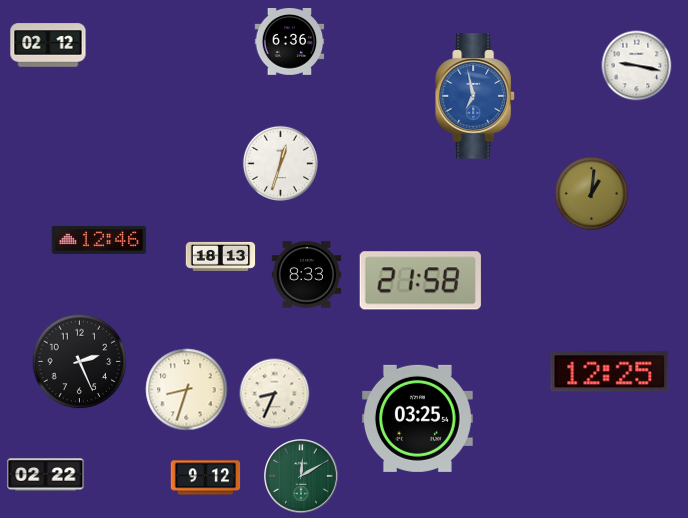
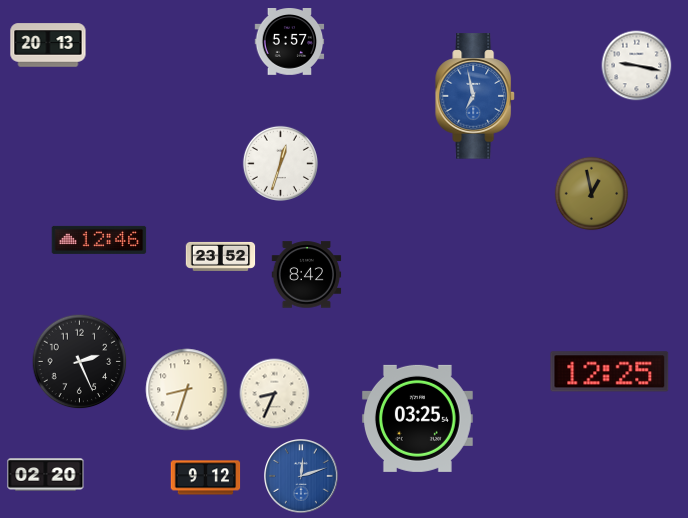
clock at (290, 42): 6:36 -> 5:57
clock at (48, 45): 02:12 -> 20:13
clock at (592, 194): 1:01 -> 12:58
clock at (221, 256): 18:13 -> 23:52
clock at (307, 275): 8:33 -> 8:42
clock at (420, 281): 21:58 -> none
clock at (46, 475): 02:22 -> 02:20
clock at (302, 477): 12:10 -> 12:12
clock at (302, 477) dial: green -> blue
